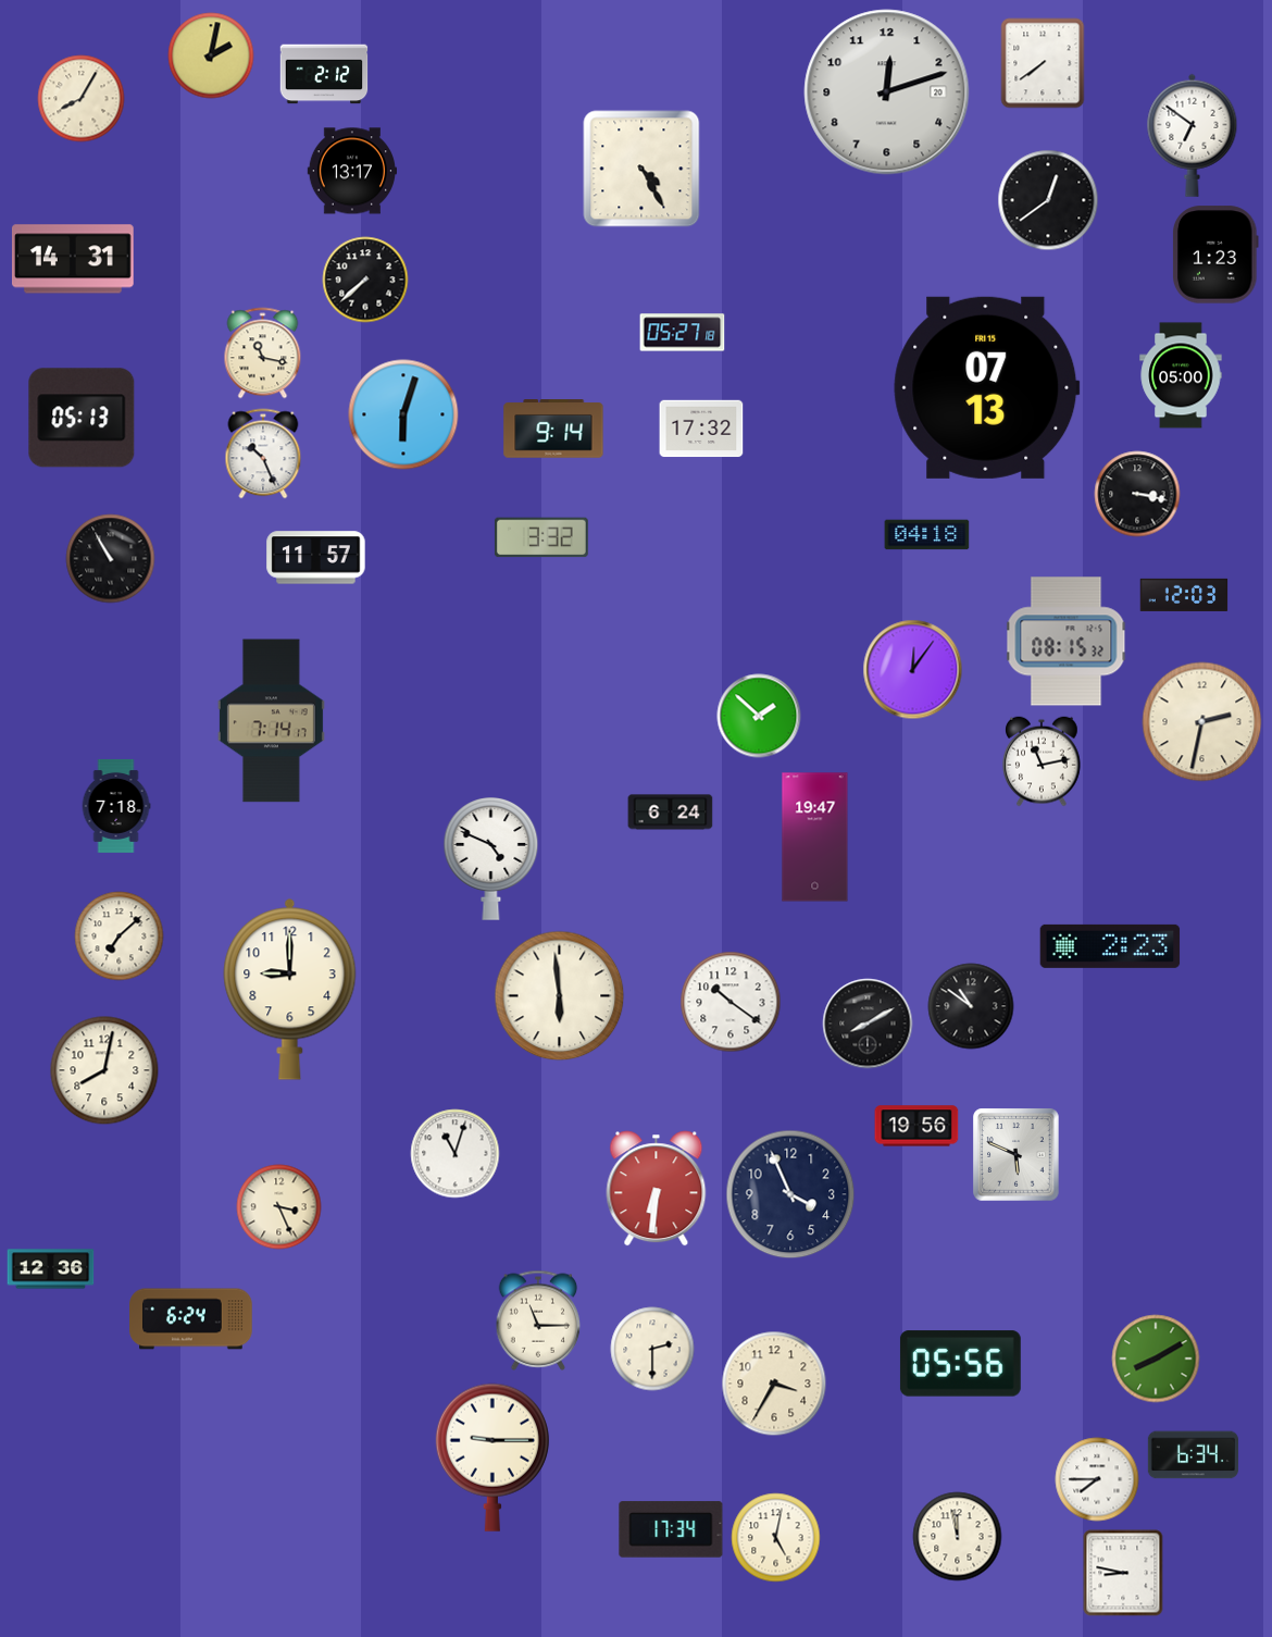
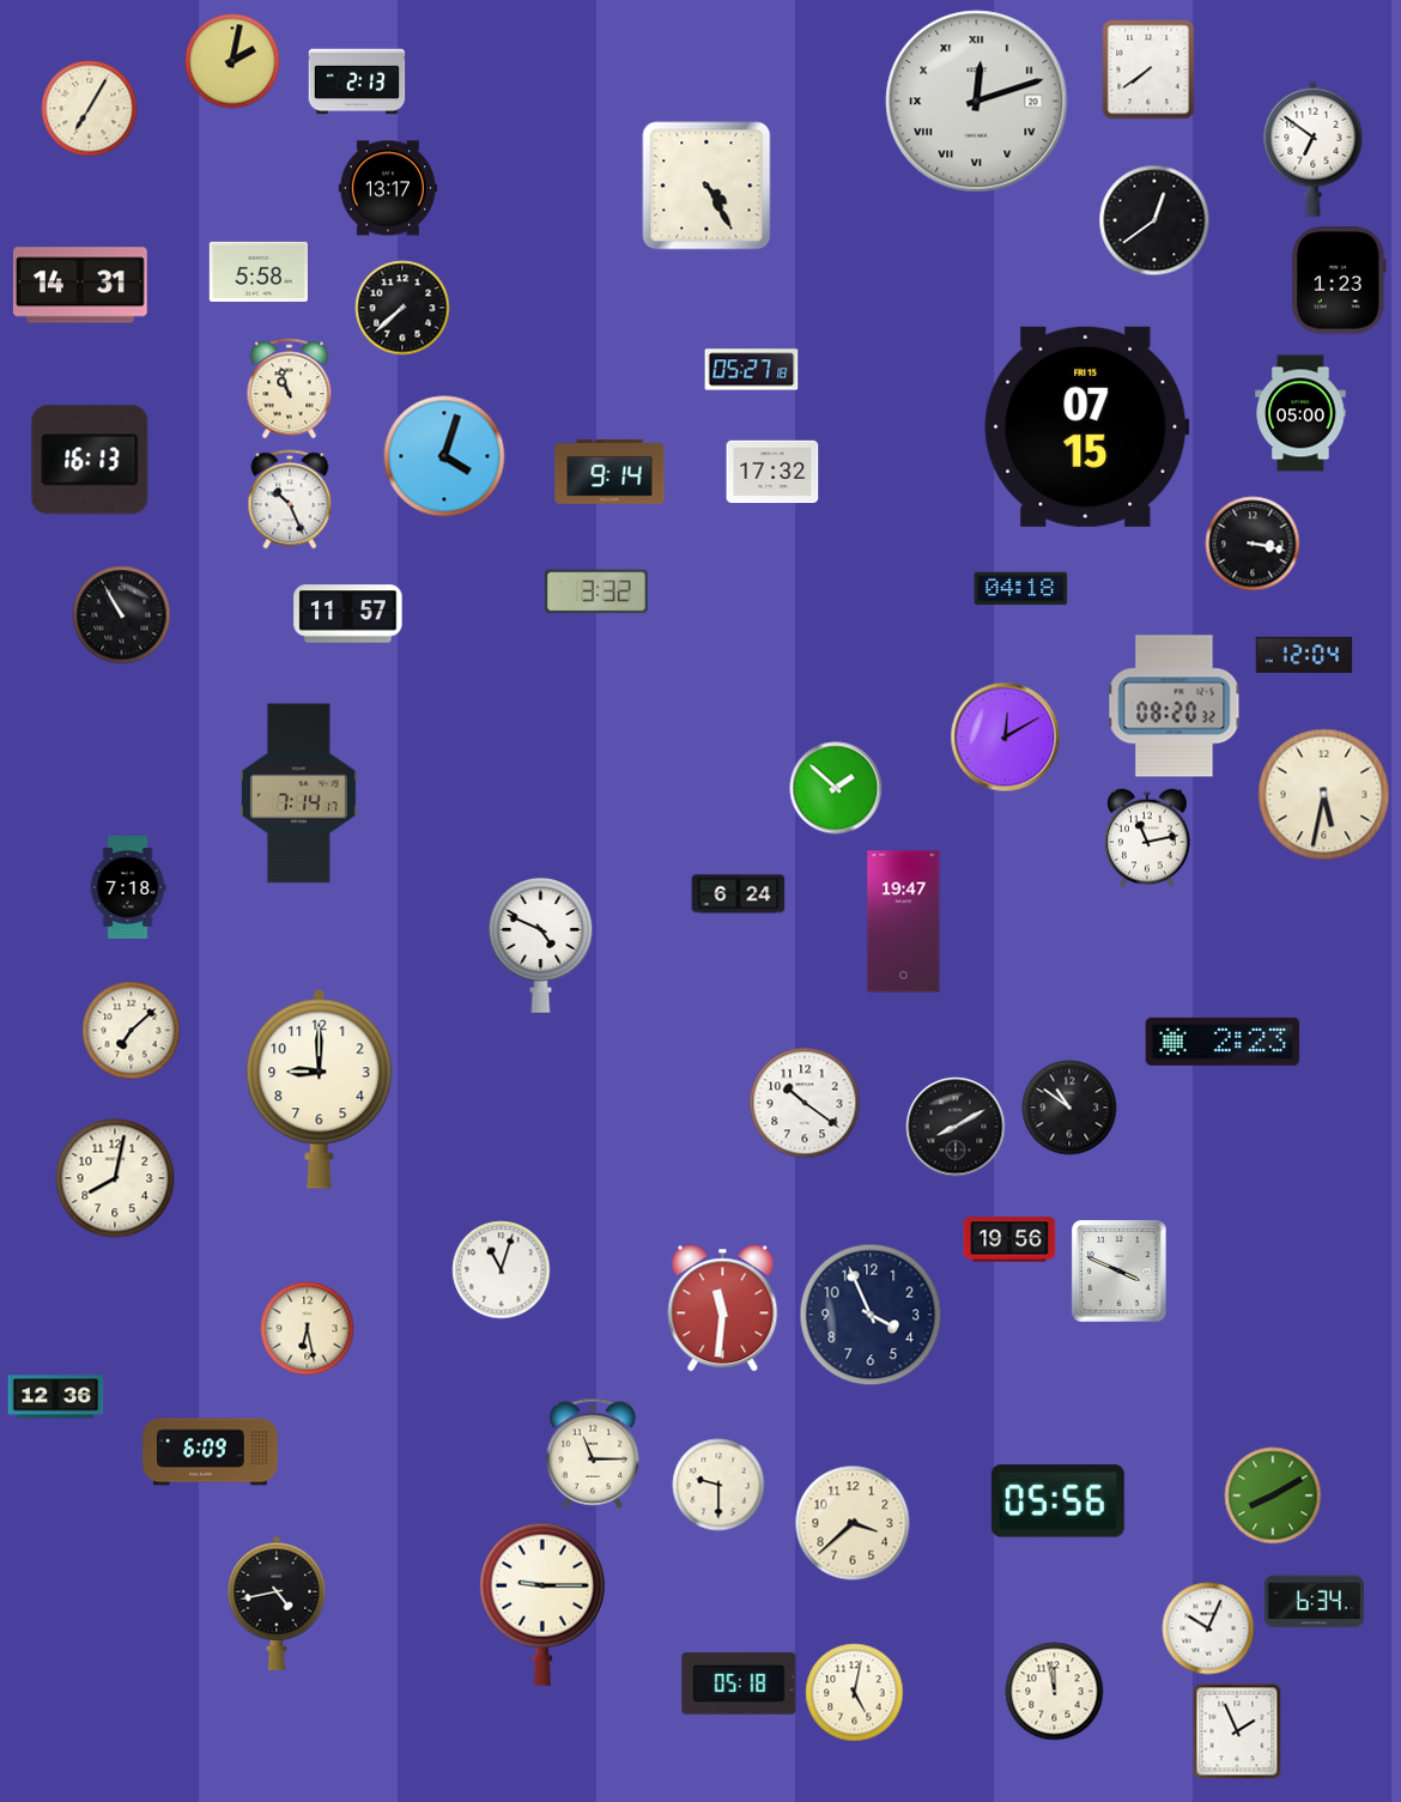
clock at (324, 74): 2:12 -> 2:13
clock at (887, 92) numerals: Arabic -> Roman
clock at (82, 99): 8:05 -> 7:05
clock at (257, 272): none -> 5:58
clock at (683, 333) position: (683, 333) -> (752, 370)
clock at (263, 354): 11:17 -> 10:57
clock at (987, 387): 07:13 -> 07:15
clock at (403, 414): 6:03 -> 4:03
clock at (82, 418): 05:13 -> 16:13
clock at (1184, 595): 12:03 -> 12:04
clock at (1067, 642): 08:15 -> 08:20
clock at (913, 670): 12:06 -> 12:10
clock at (1202, 722): 2:32 -> 5:32
clock at (815, 838) position: (815, 838) -> (904, 922)
clock at (560, 996): 5:59 -> none
clock at (1017, 1155): 5:49 -> 3:49
clock at (657, 1189): 6:31 -> 11:31
clock at (279, 1207): 3:26 -> 6:28
clock at (191, 1319): 6:24 -> 6:09
clock at (652, 1349): 2:30 -> 9:30
clock at (774, 1384): 3:35 -> 3:38
clock at (277, 1603): none -> 4:43
clock at (1097, 1479): 7:45 -> 10:04
clock at (671, 1529): 17:34 -> 05:18
clock at (1123, 1573): 8:47 -> 1:56
